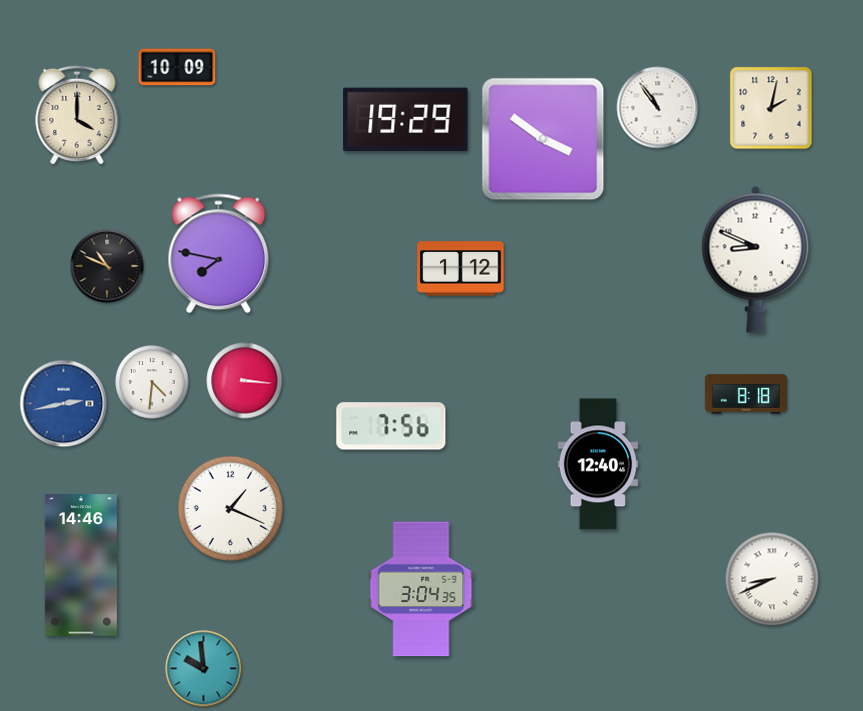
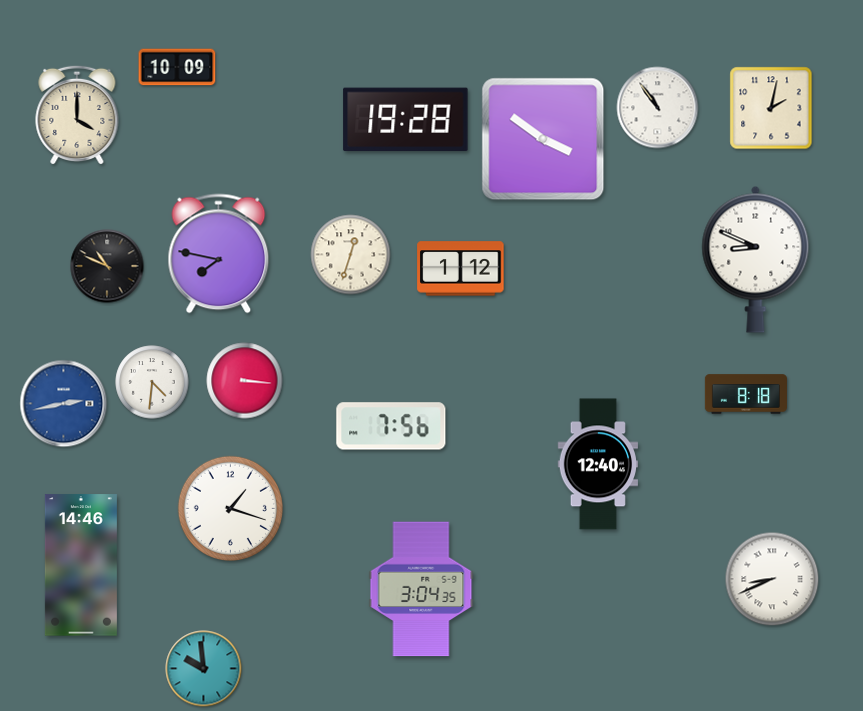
clock at (406, 120): 19:29 -> 19:28
clock at (351, 255): none -> 12:33
clock at (230, 508): 1:19 -> 1:18
